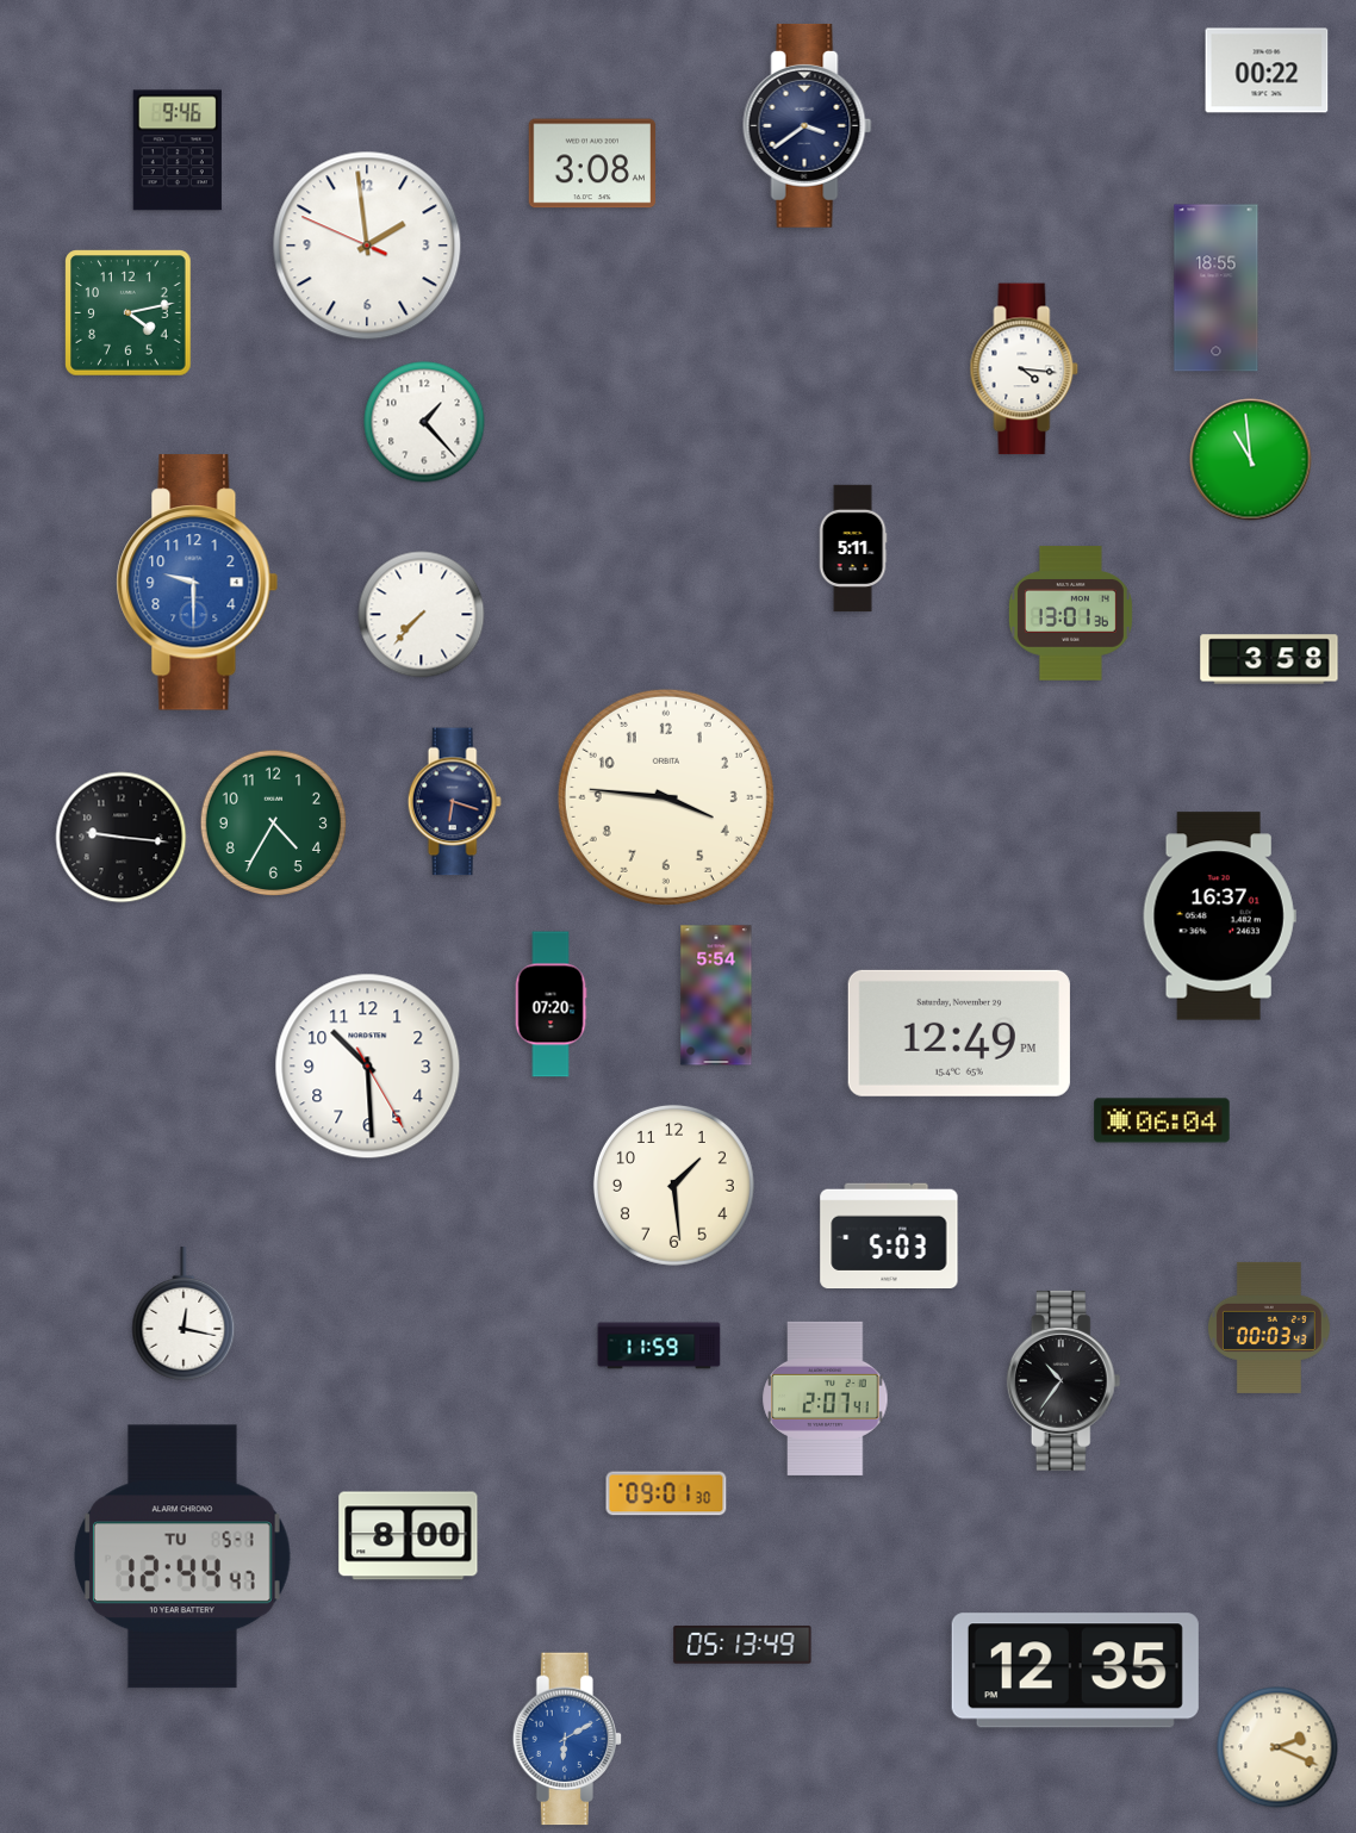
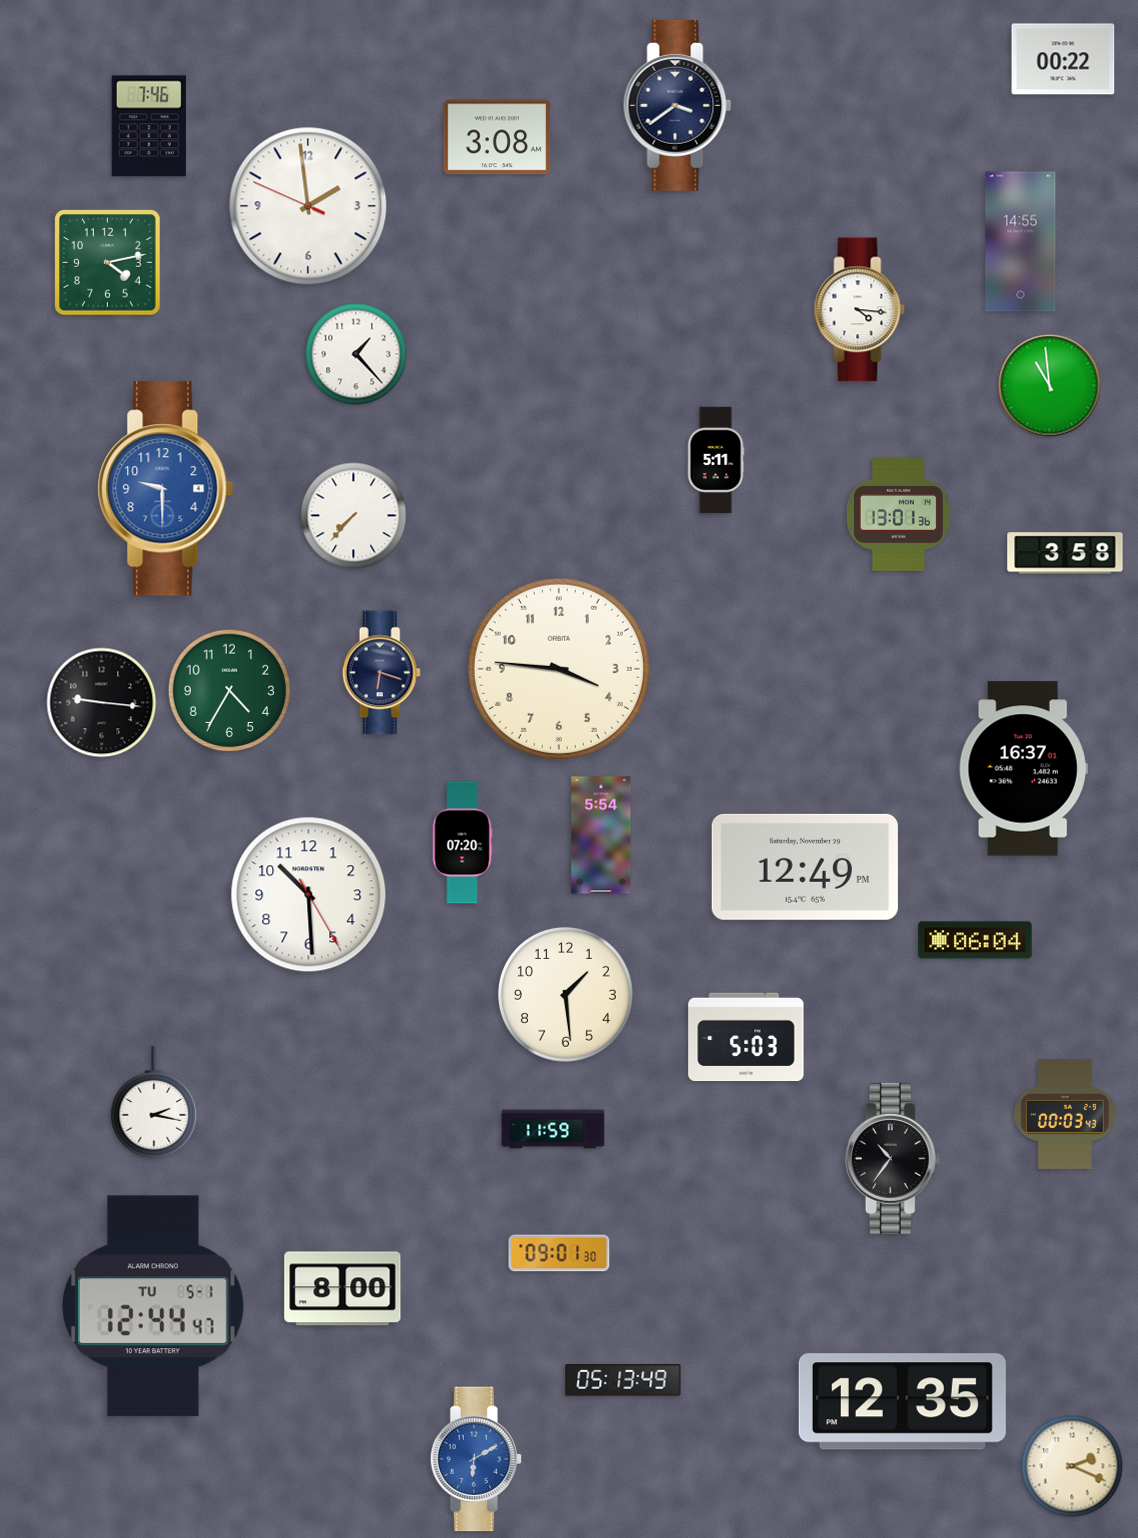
clock at (178, 150): 9:46 -> 7:46
clock at (1217, 288): 18:55 -> 14:55
clock at (184, 1315): 12:17 -> 2:17
clock at (826, 1398): 2:07 -> none
